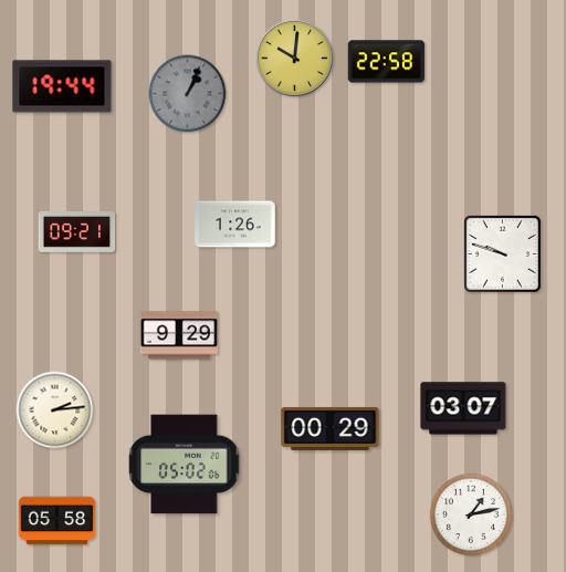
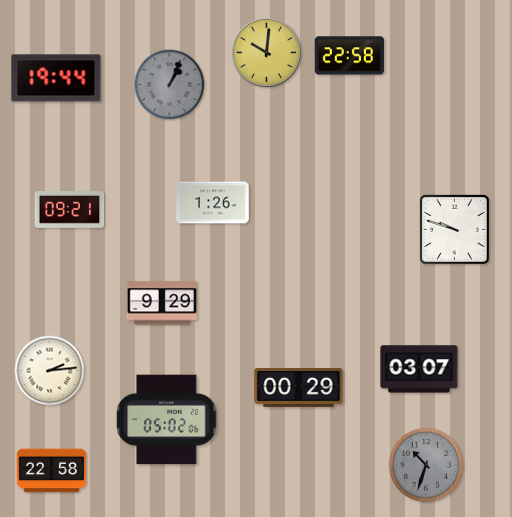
clock at (470, 513): 1:13 -> 10:33
clock at (470, 513) dial: white -> grey
clock at (57, 521): 05:58 -> 22:58
